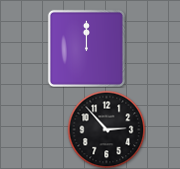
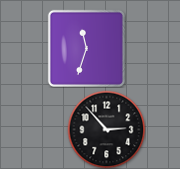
clock at (86, 48): 12:00 -> 11:33
